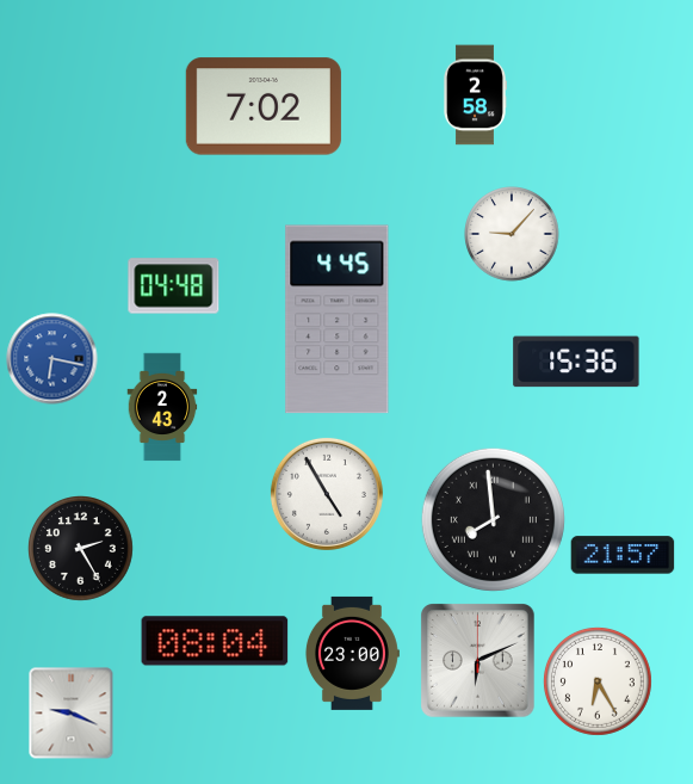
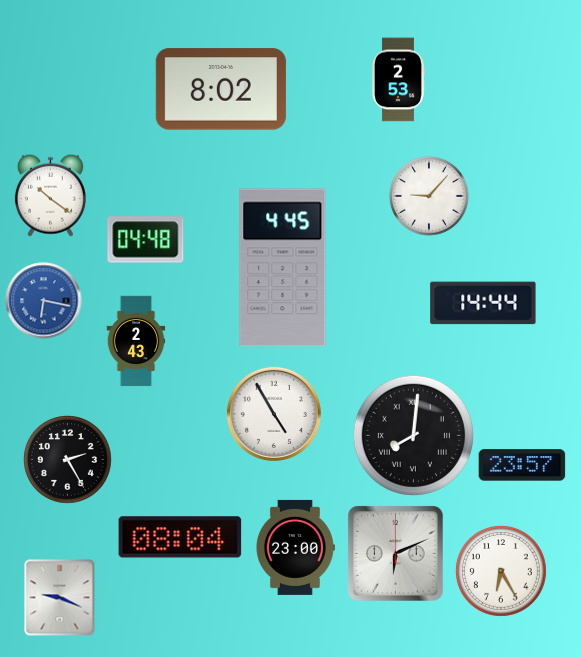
clock at (476, 95): 2:58 -> 2:53
clock at (264, 106): 7:02 -> 8:02
clock at (50, 195): none -> 10:21
clock at (576, 362): 15:36 -> 14:44
clock at (493, 519): 7:59 -> 8:01
clock at (623, 555): 21:57 -> 23:57
clock at (478, 661) position: (478, 661) -> (396, 554)
